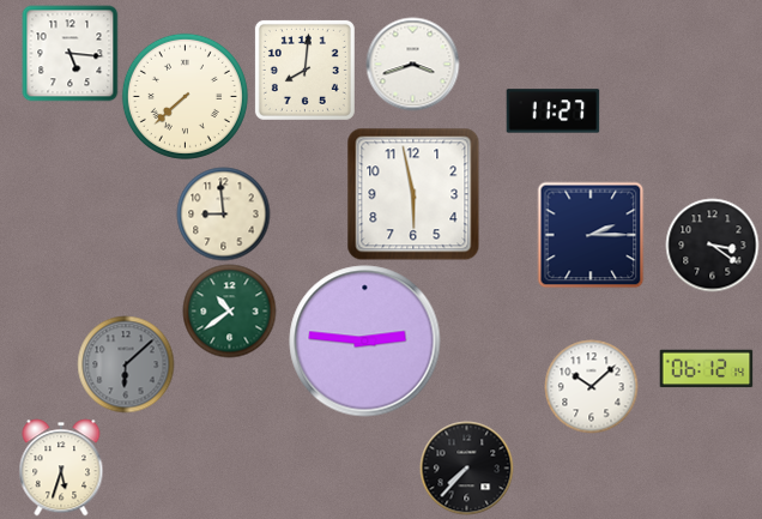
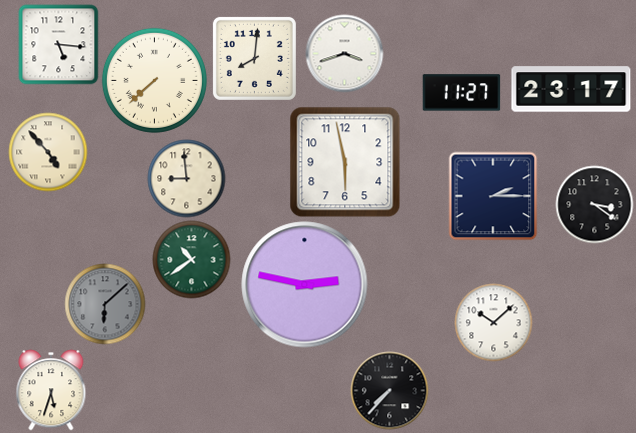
clock at (571, 89): none -> 23:17
clock at (48, 152): none -> 4:53
clock at (365, 342): 2:46 -> 2:47
clock at (706, 369): 06:12 -> none
